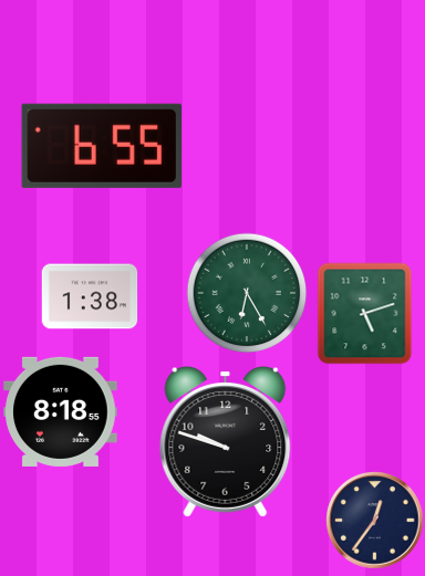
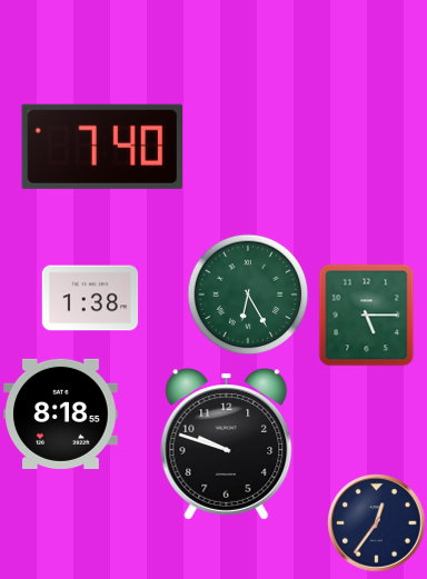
clock at (102, 146): 6:55 -> 7:40
clock at (365, 313): 5:12 -> 5:15
